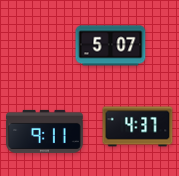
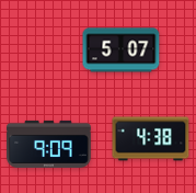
clock at (138, 127): 4:37 -> 4:38
clock at (45, 131): 9:11 -> 9:09
